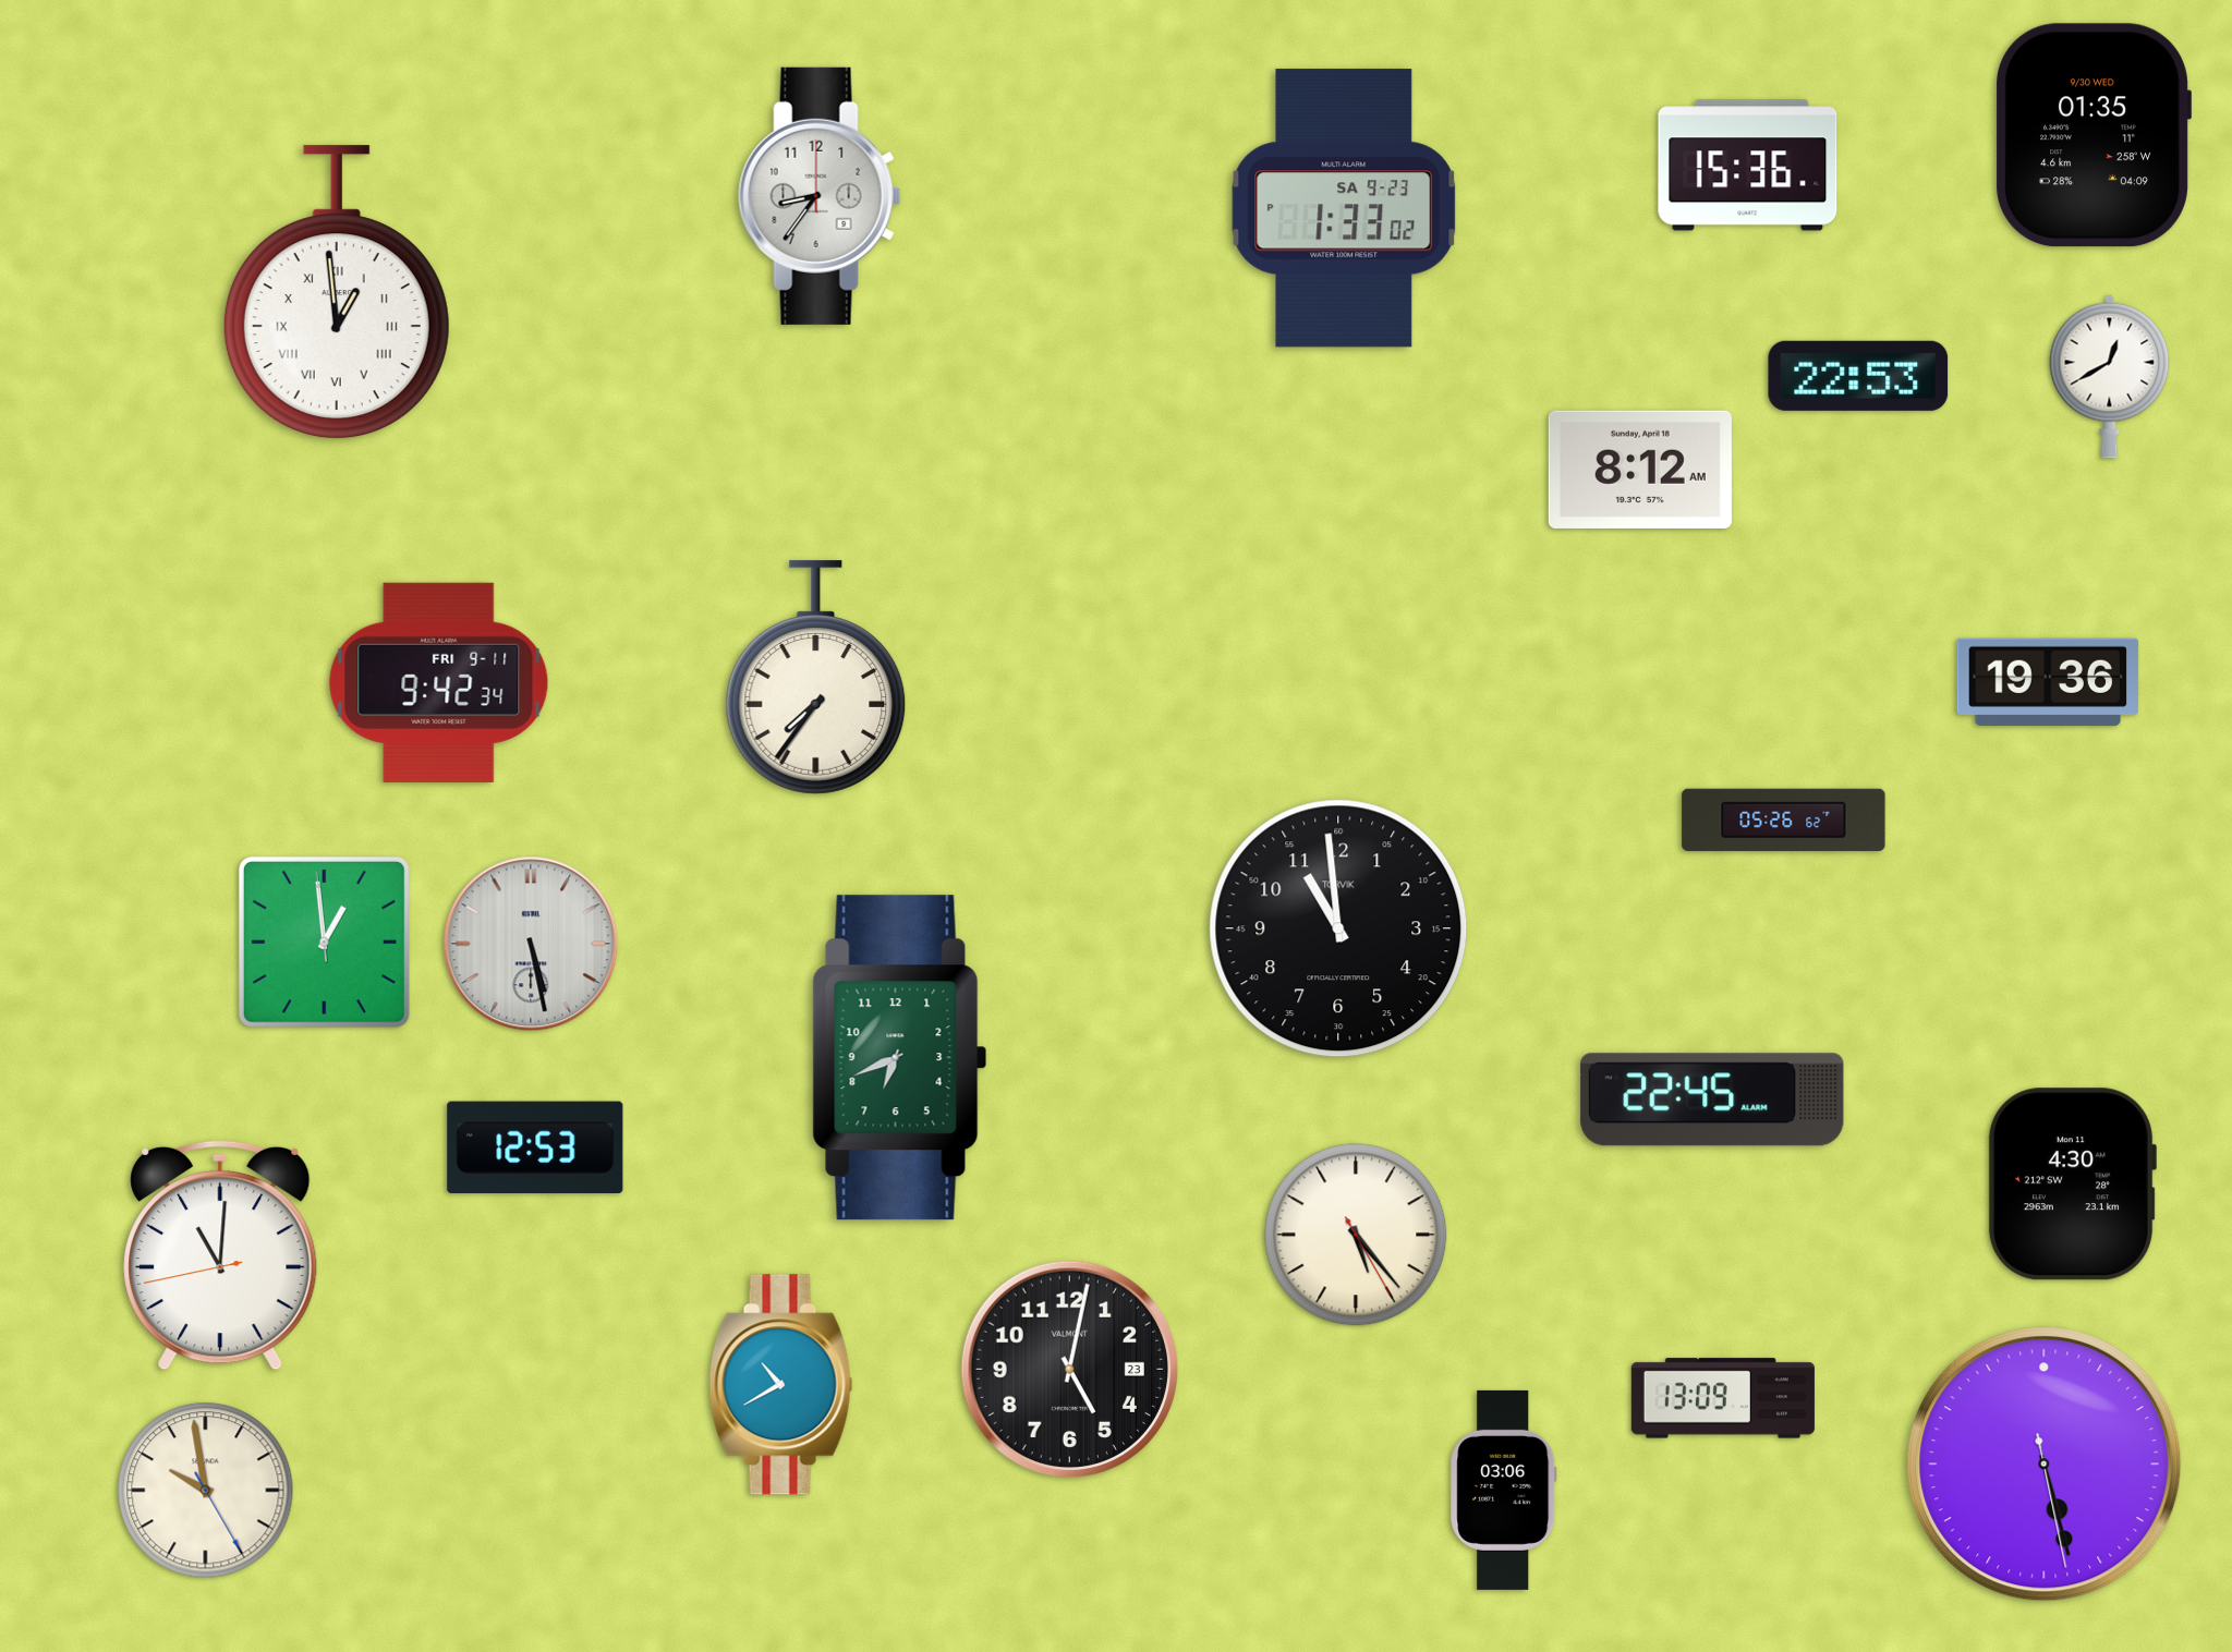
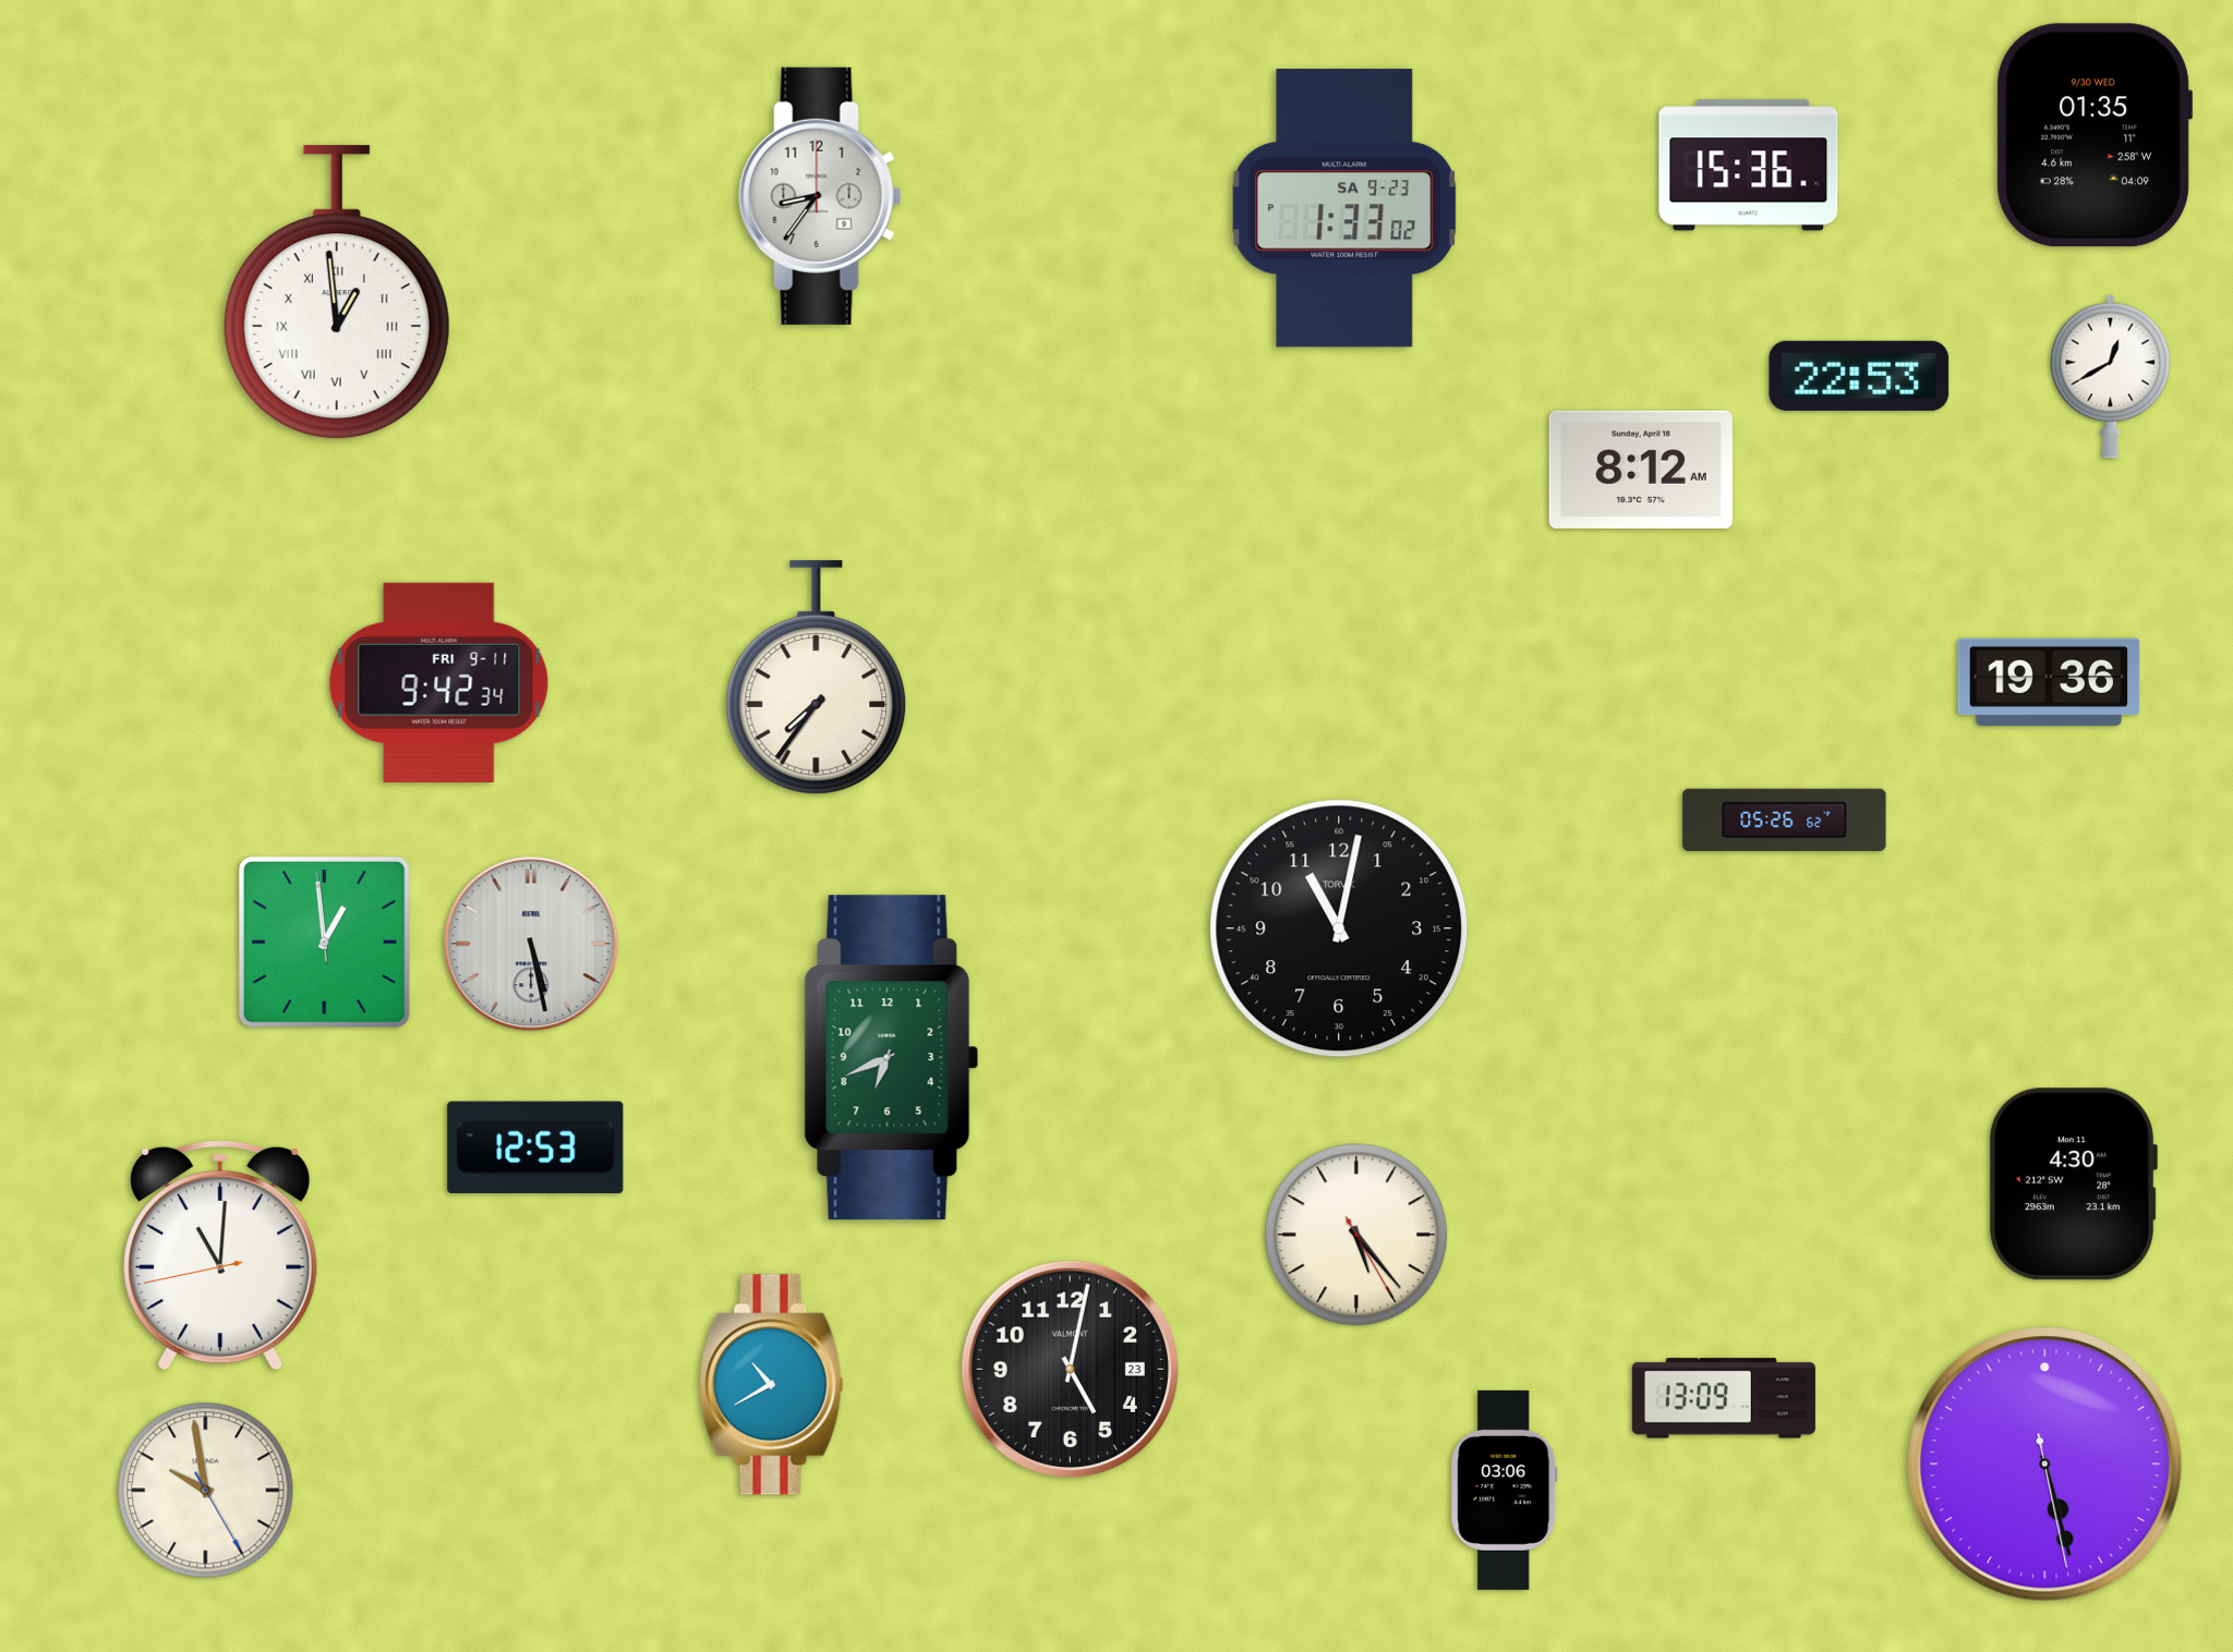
clock at (1338, 928): 10:59 -> 11:02
clock at (900, 1058) position: (900, 1058) -> (892, 1058)
clock at (1712, 1100): 22:45 -> none
clock at (781, 1385) position: (781, 1385) -> (772, 1385)
